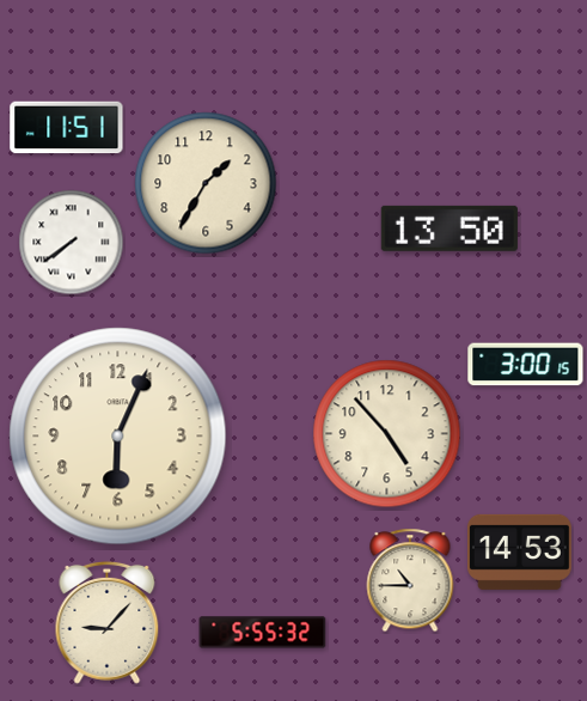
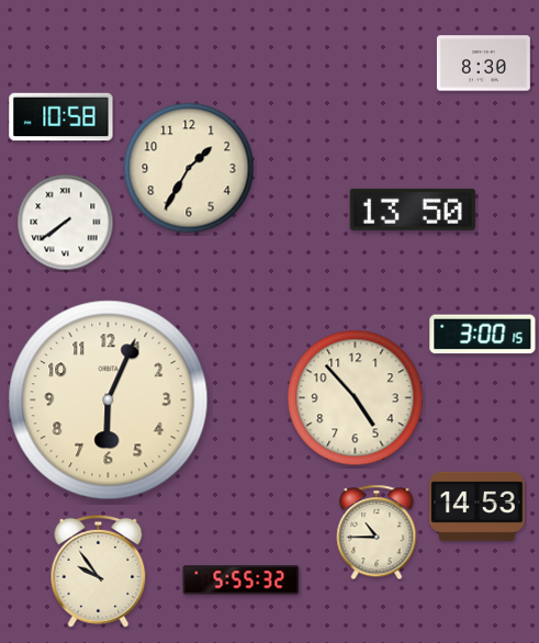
clock at (483, 64): none -> 8:30
clock at (67, 128): 11:51 -> 10:58
clock at (108, 622): 9:07 -> 9:54
